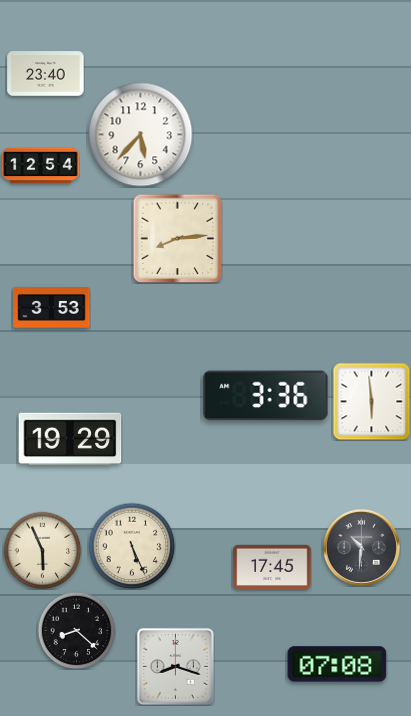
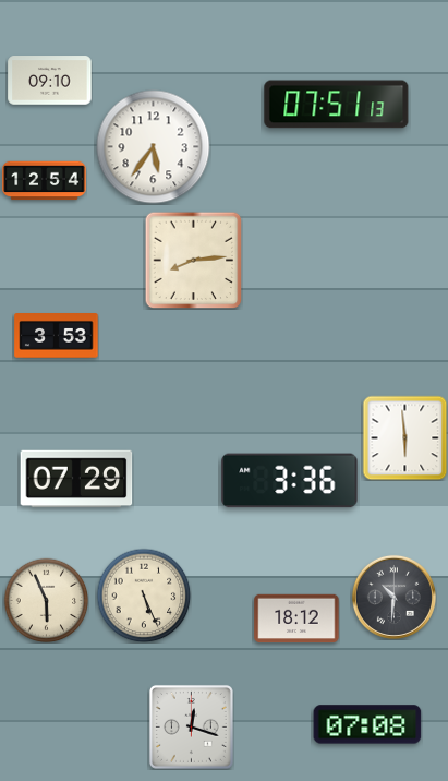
clock at (46, 74): 23:40 -> 09:10
clock at (337, 105): none -> 07:51
clock at (141, 135): 5:37 -> 5:36
clock at (266, 396) position: (266, 396) -> (290, 481)
clock at (70, 439): 19:29 -> 07:29
clock at (272, 567): 17:45 -> 18:12
clock at (76, 630): 8:22 -> none
clock at (175, 666): 8:18 -> 12:18
